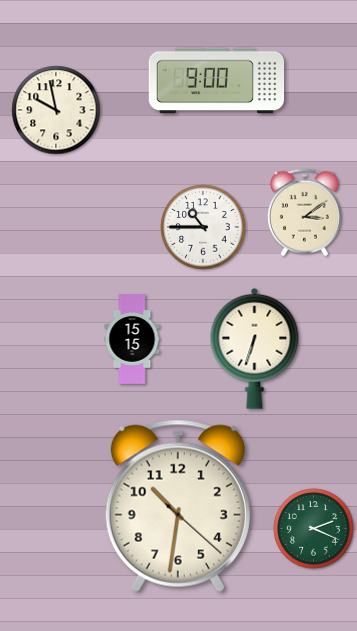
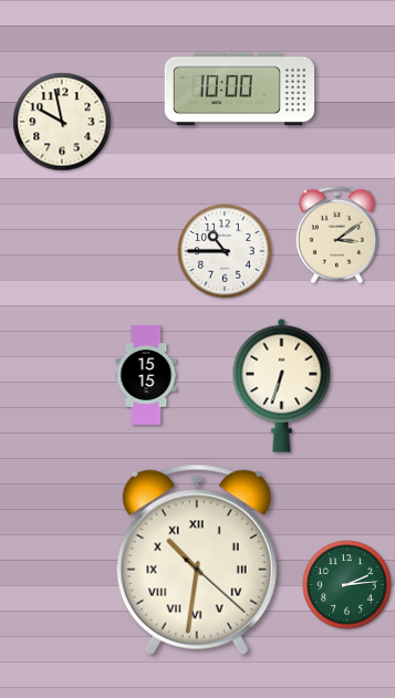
clock at (217, 81): 9:00 -> 10:00
clock at (178, 506) numerals: Arabic -> Roman
clock at (314, 529): 2:19 -> 2:14
